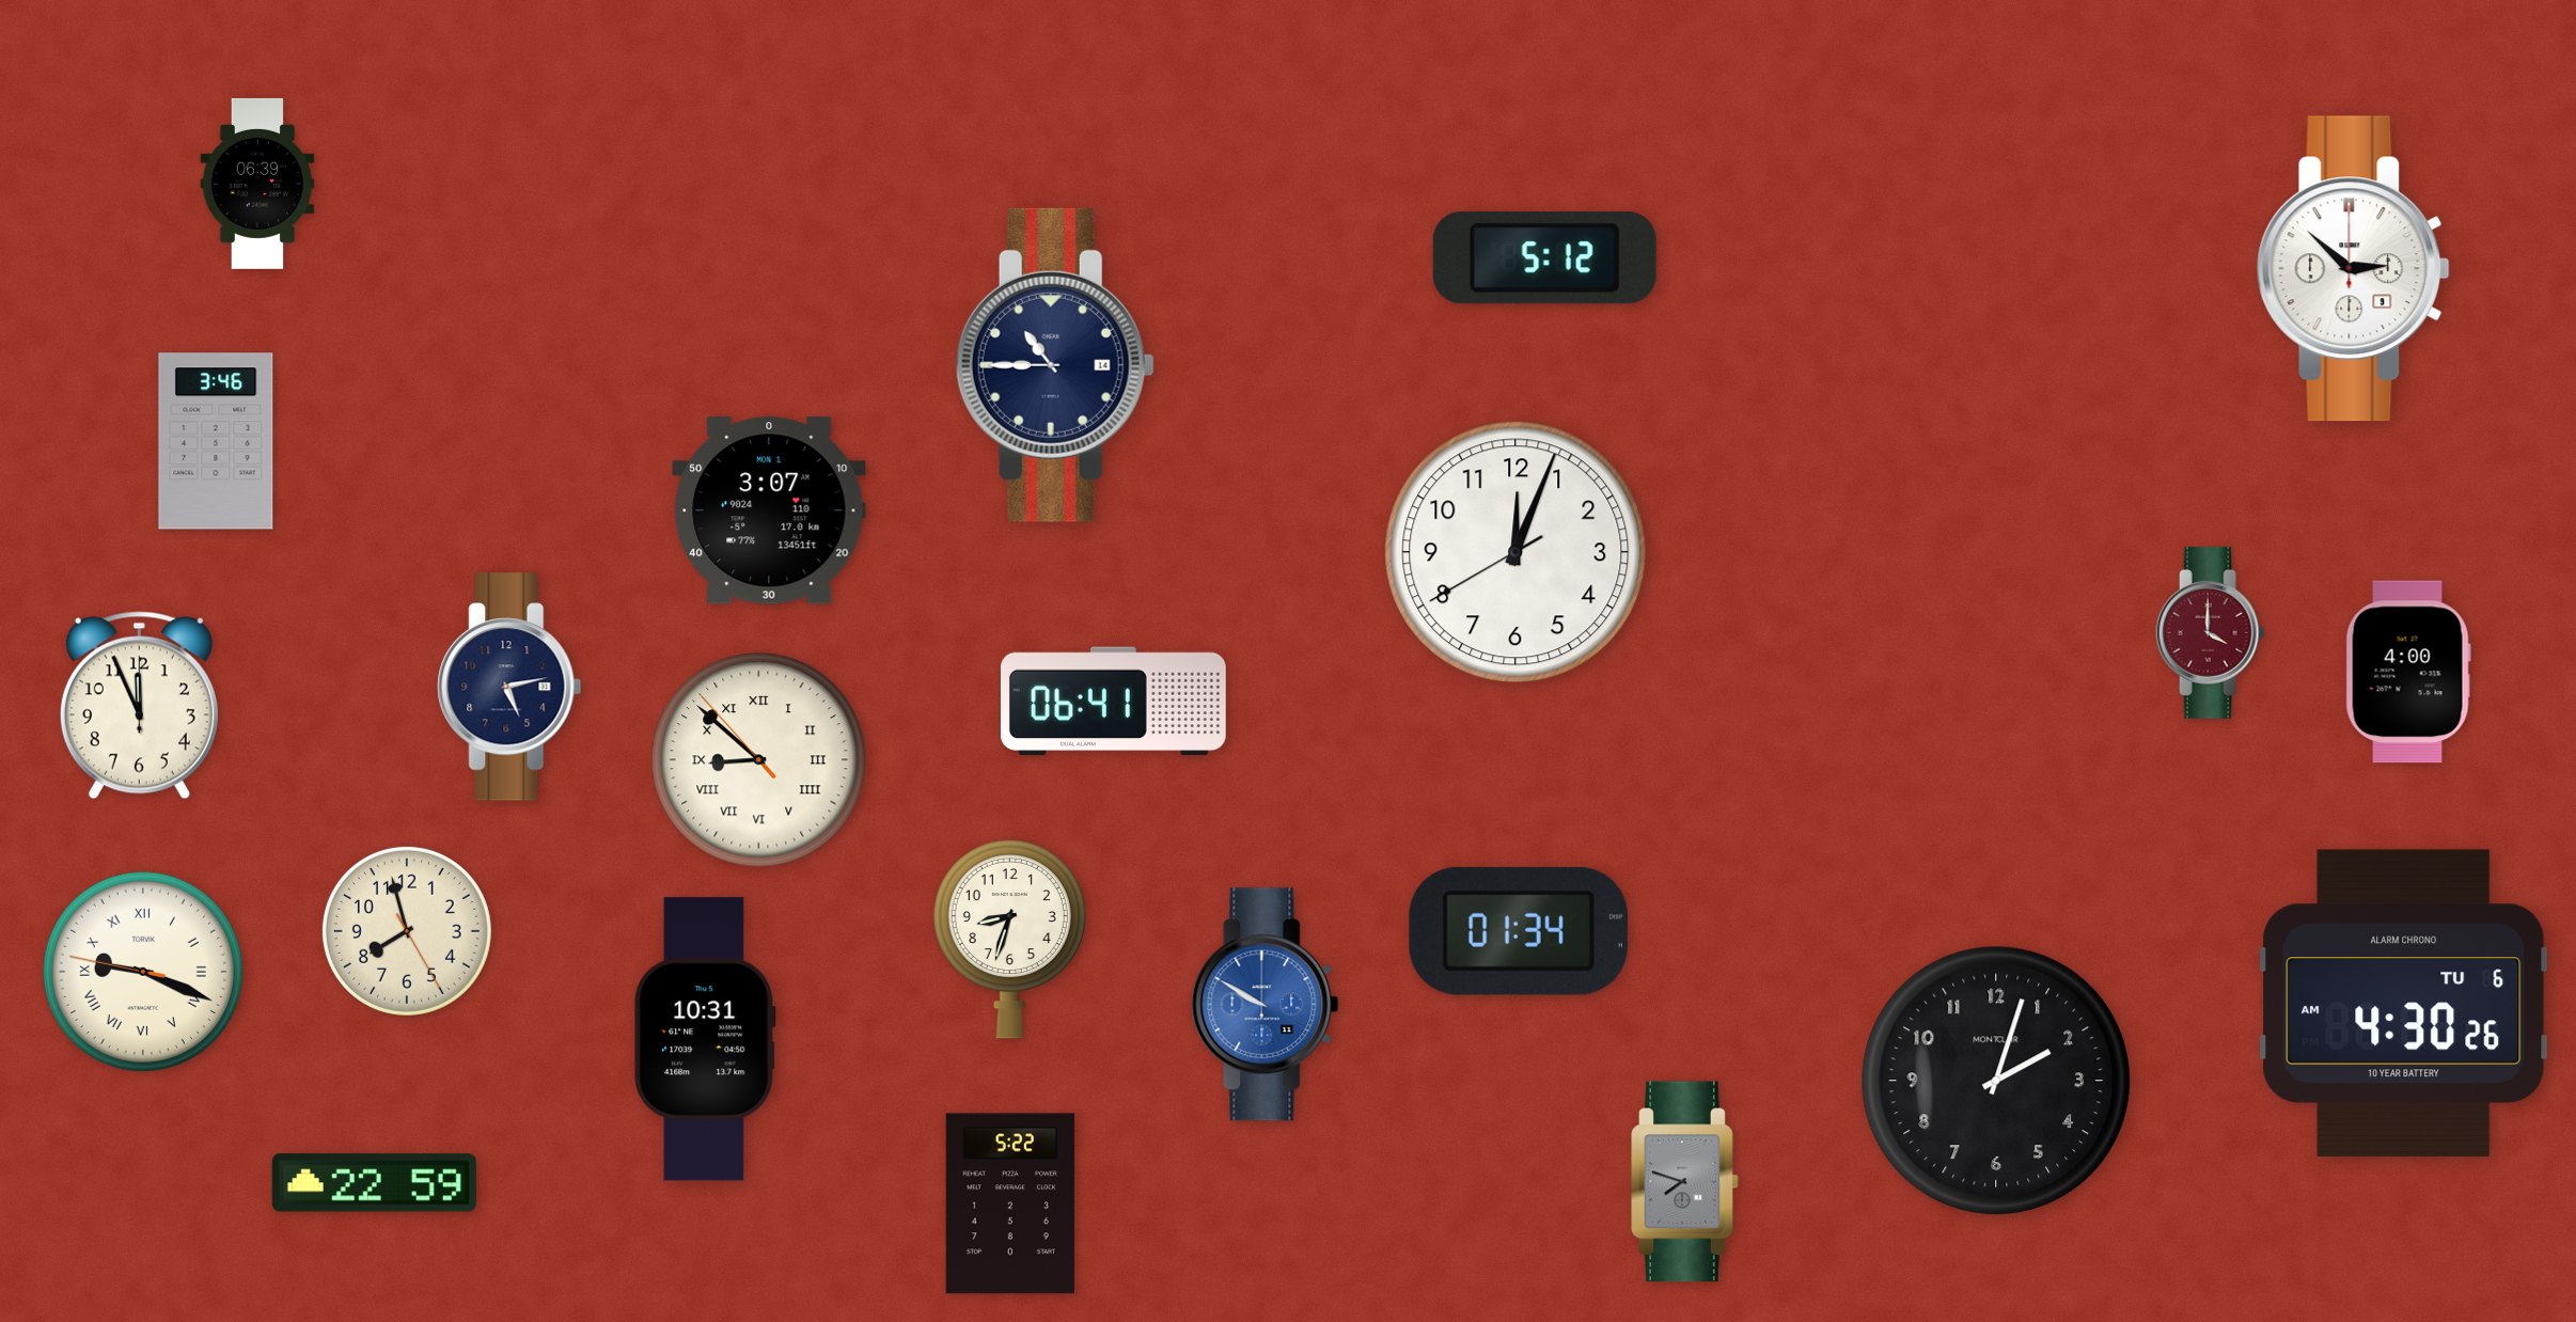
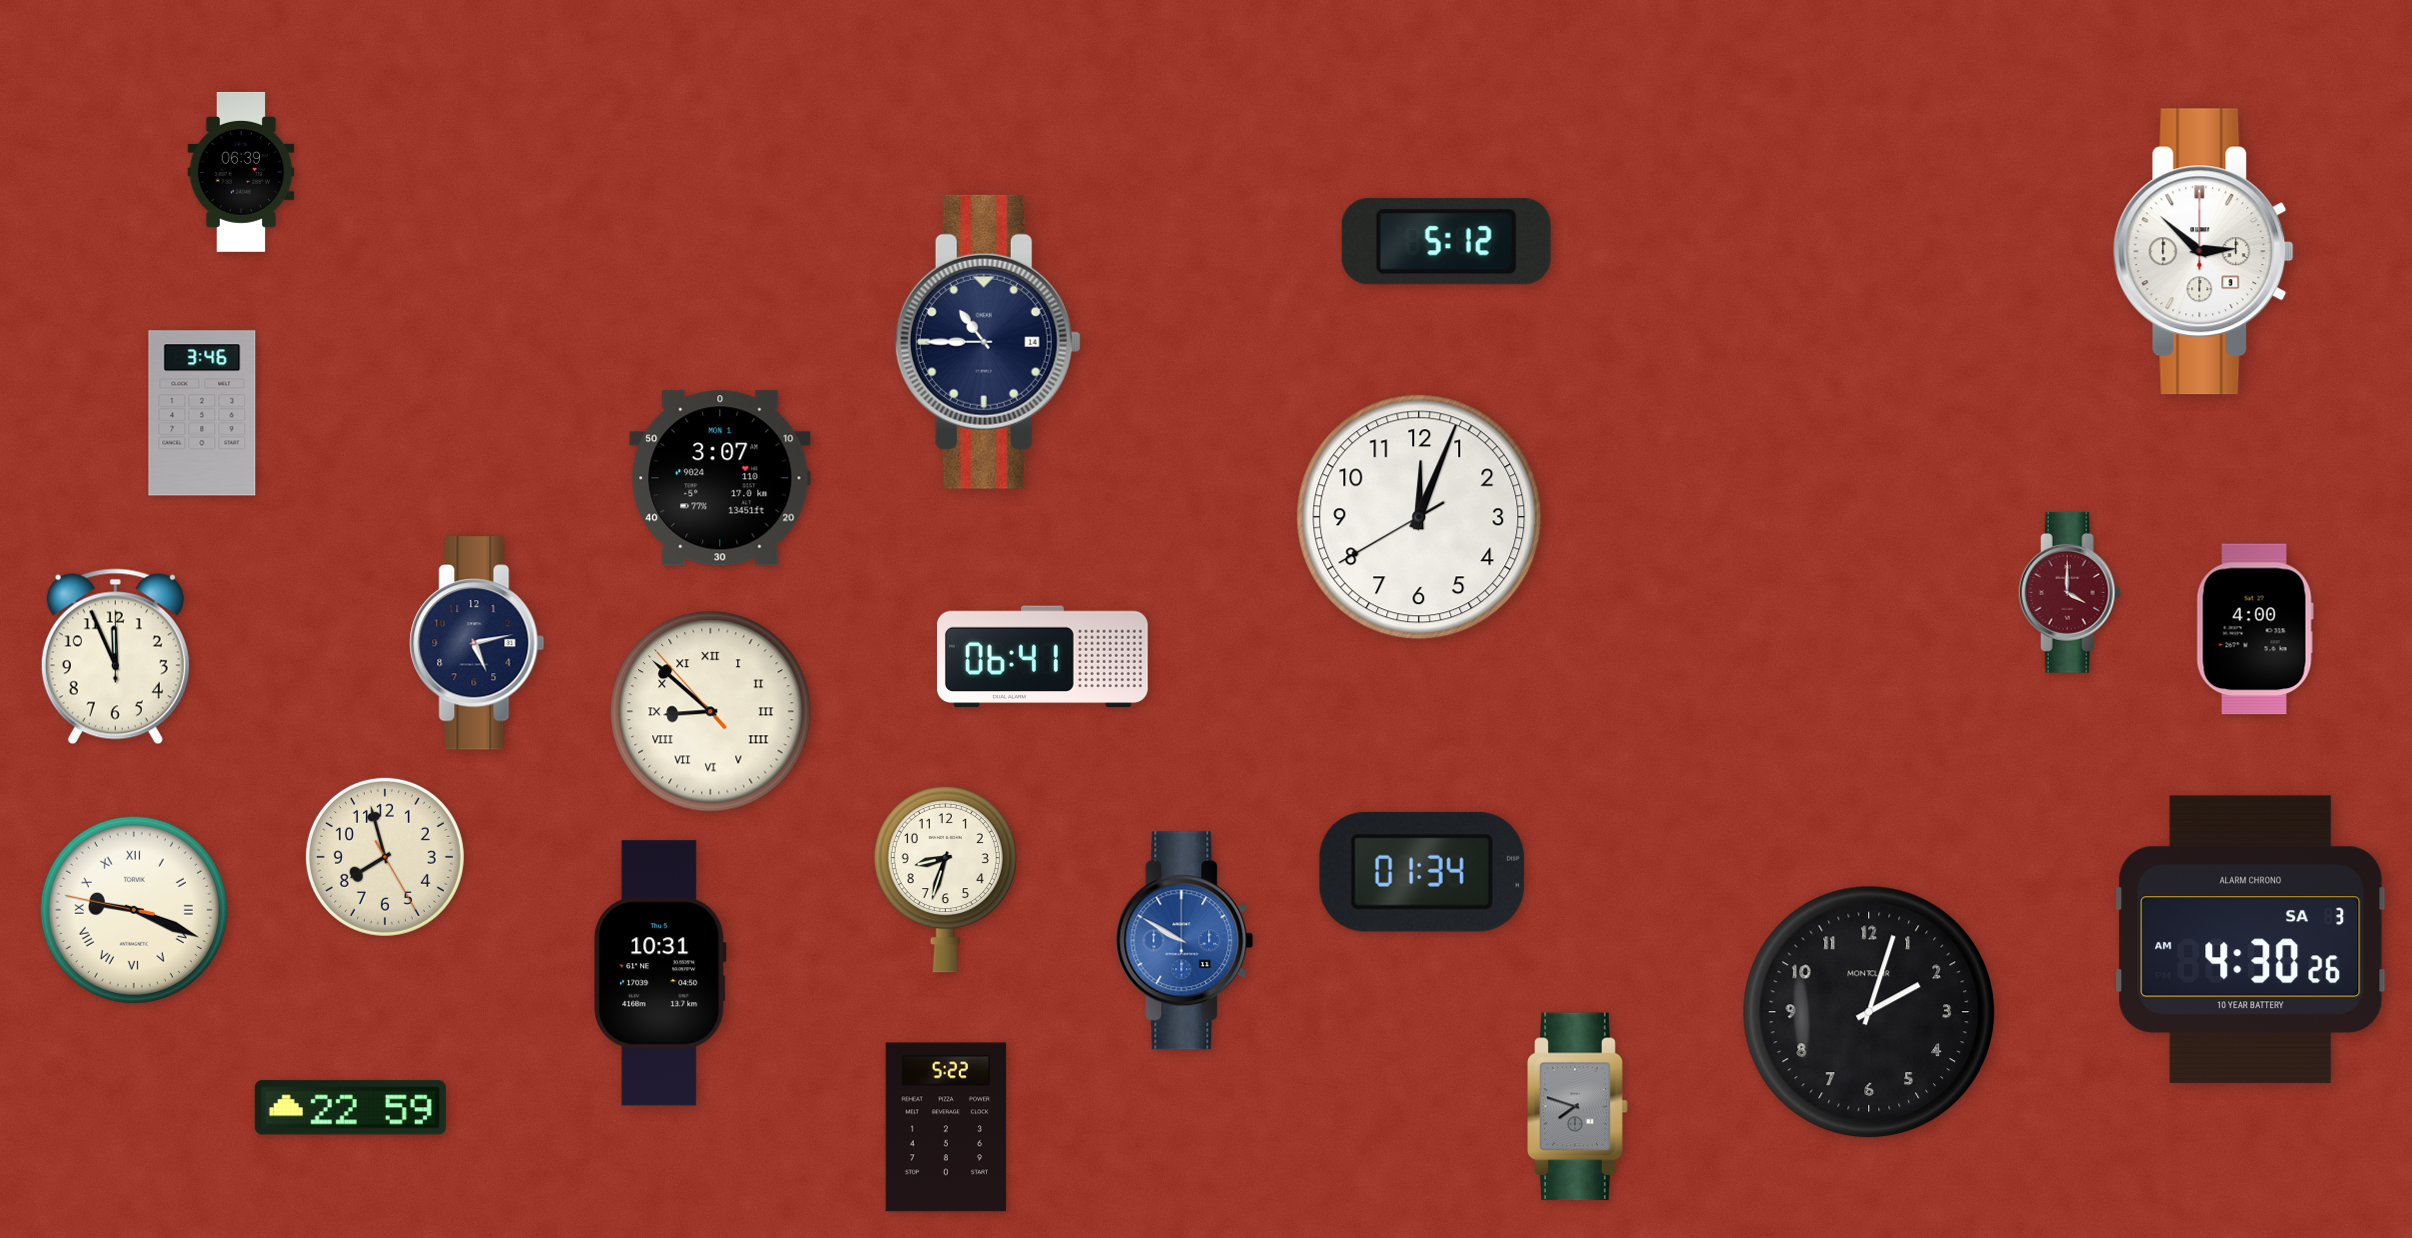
clock at (139, 706) position: (139, 706) -> (115, 657)
clock at (407, 931) position: (407, 931) -> (385, 857)
clock at (2404, 1003) date: TU 6 -> SA 3
